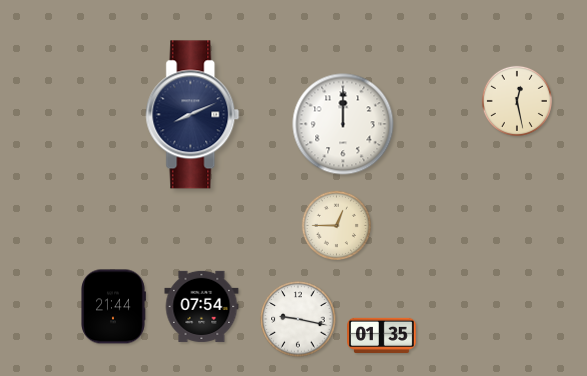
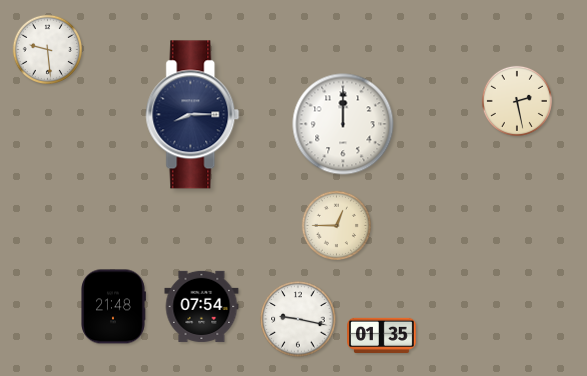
clock at (47, 49): none -> 9:29
clock at (517, 101): 12:28 -> 2:28
clock at (193, 115): 8:11 -> 8:15
clock at (114, 307): 21:44 -> 21:48
